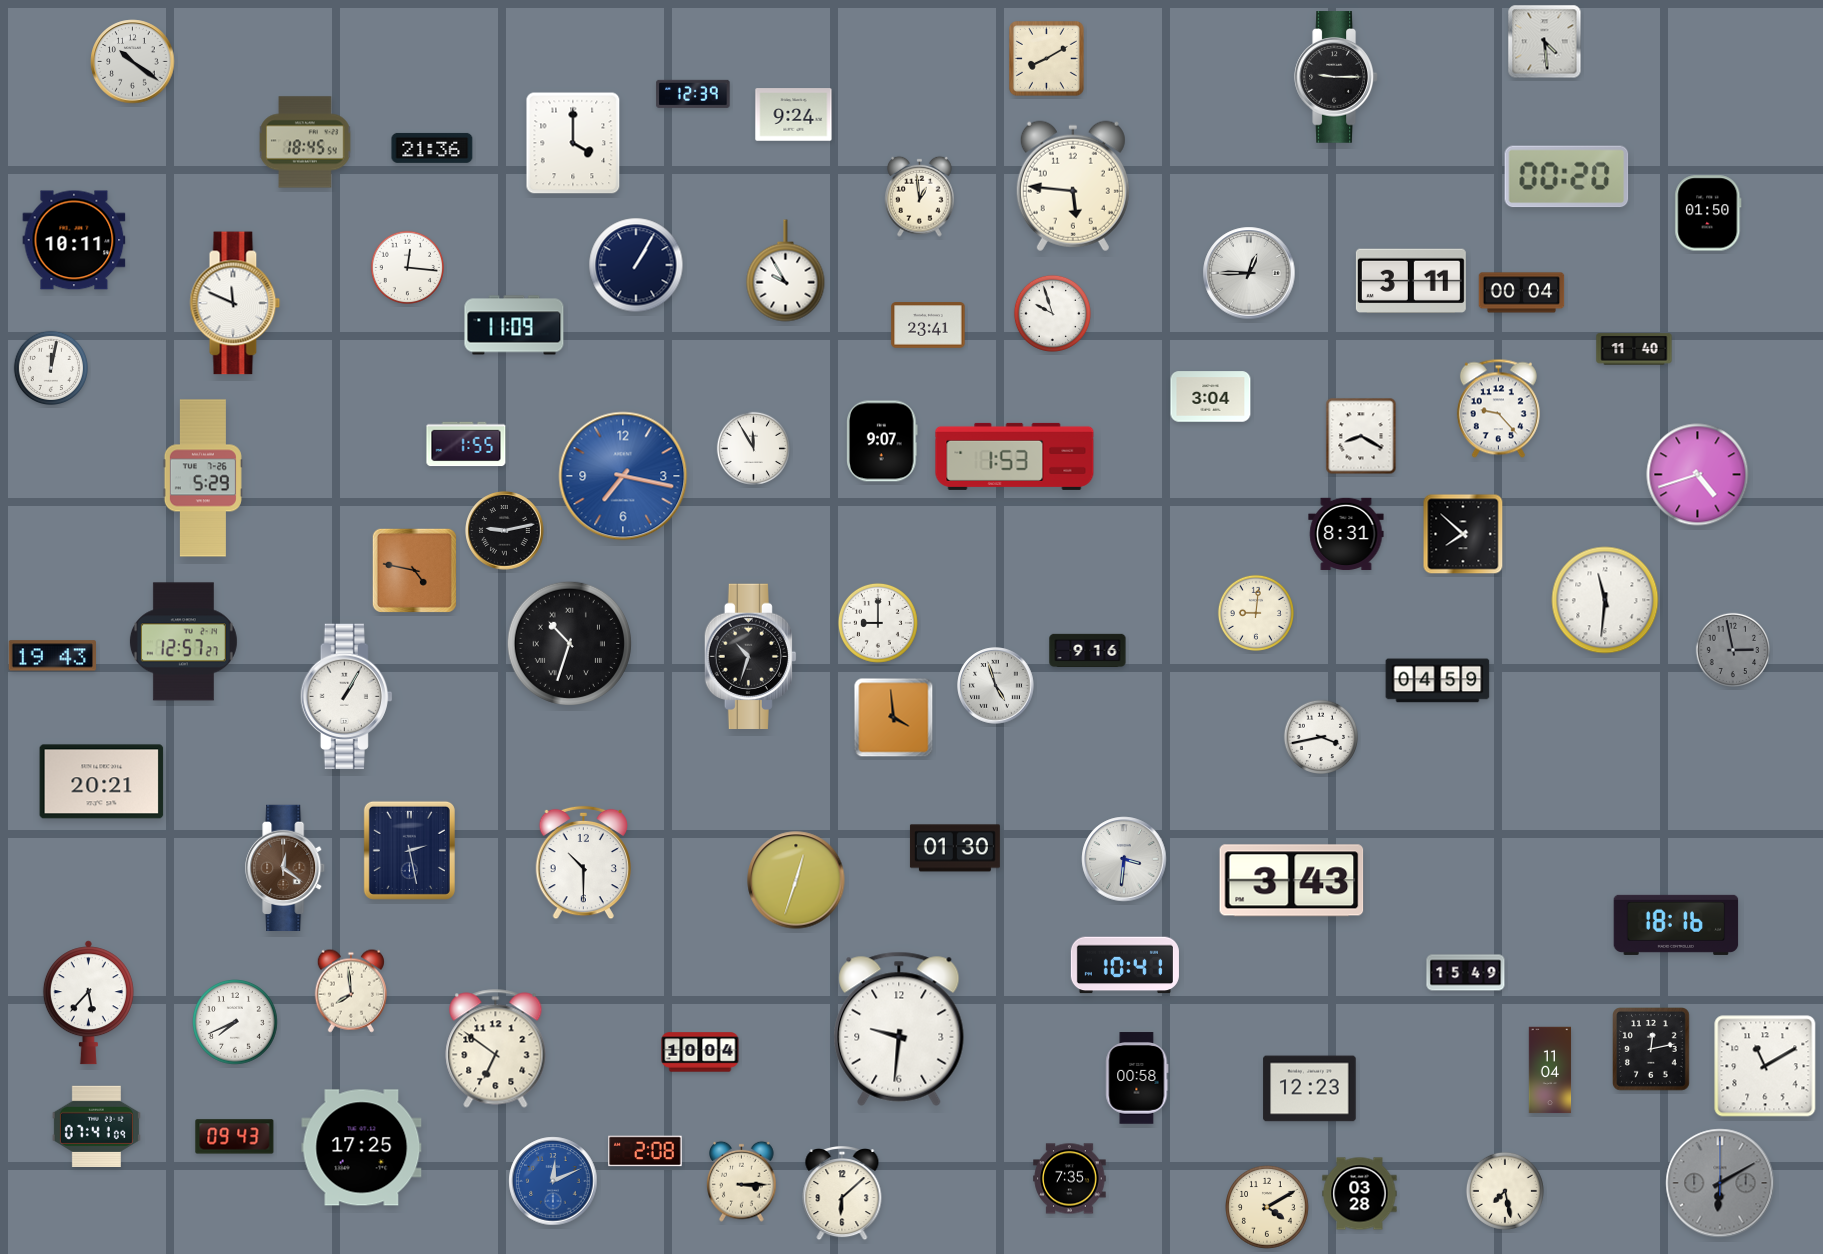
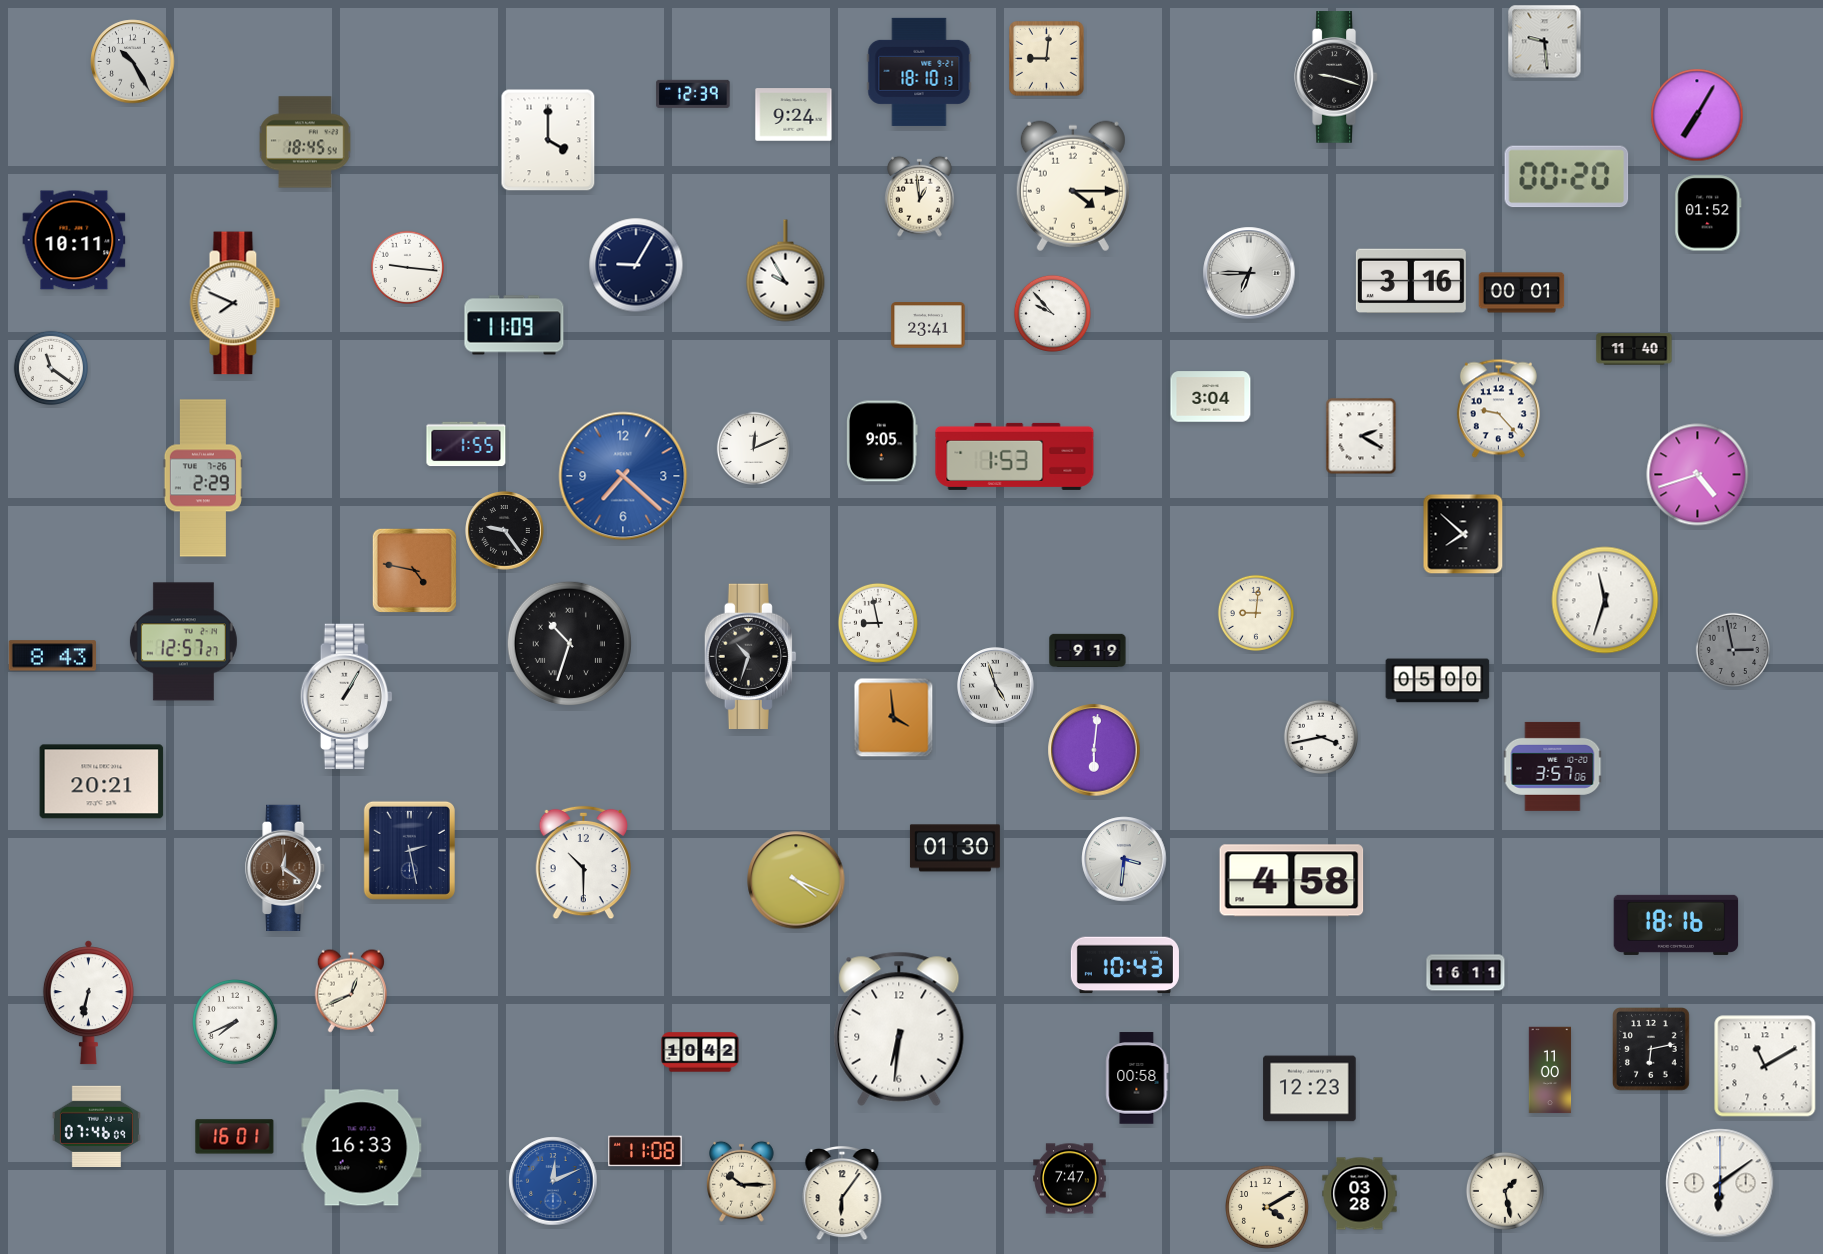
clock at (1545, 42): 4:29 -> 9:29
clock at (1047, 59): 8:10 -> 9:01
clock at (133, 62): 10:21 -> 10:25
clock at (919, 72): none -> 18:10
clock at (1336, 77): 9:15 -> 9:18
clock at (1697, 115): none -> 7:05
clock at (573, 143) position: (573, 143) -> (548, 140)
clock at (432, 148): 21:36 -> none
clock at (1073, 186): 5:46 -> 4:15
clock at (1708, 213): 01:50 -> 01:52
clock at (636, 265): 1:05 -> 9:05
clock at (407, 267): 12:16 -> 9:16
clock at (1249, 273): 12:45 -> 6:45
clock at (1411, 280): 3:11 -> 3:16
clock at (1522, 293): 00:04 -> 00:01
clock at (235, 303): 11:49 -> 7:49
clock at (1052, 313): 9:57 -> 9:53
clock at (50, 367): 12:02 -> 11:21
clock at (1361, 436): 8:20 -> 2:20
clock at (882, 441): 9:07 -> 9:05
clock at (753, 448): 11:55 -> 12:11
clock at (623, 476): 7:17 -> 7:22
clock at (203, 478): 5:29 -> 2:29
clock at (505, 531): 9:13 -> 9:24
clock at (1346, 534): 8:31 -> none
clock at (1605, 600): 11:31 -> 11:33
clock at (878, 623): 9:00 -> 8:58
clock at (1088, 650): 9:16 -> 9:19
clock at (52, 656): 19:43 -> 8:43
clock at (1438, 681): 04:59 -> 05:00
clock at (1094, 750): none -> 6:01
clock at (1553, 766): none -> 3:57
clock at (796, 880): 12:33 -> 4:19
clock at (1292, 881): 3:43 -> 4:58
clock at (1125, 965): 10:41 -> 10:43
clock at (1466, 973): 15:49 -> 16:11
clock at (351, 991): 7:59 -> 12:41
clock at (88, 1003): 5:37 -> 6:32
clock at (899, 1029): 9:31 -> 6:31
clock at (496, 1049): 6:51 -> none
clock at (1652, 1049): 12:13 -> 6:13
clock at (700, 1052): 10:04 -> 10:42
clock at (1550, 1070): 11:04 -> 11:00
clock at (96, 1126): 07:41 -> 07:46
clock at (235, 1137): 09:43 -> 16:01
clock at (362, 1148): 17:25 -> 16:33
clock at (645, 1151): 2:08 -> 11:08
clock at (1070, 1179): 7:35 -> 7:47
clock at (742, 1181): 3:15 -> 10:15
clock at (1720, 1183): 6:10 -> 6:09
clock at (1720, 1183) dial: grey -> white
clock at (1505, 1191): 7:28 -> 1:28
clock at (842, 1194): 6:08 -> 6:06
